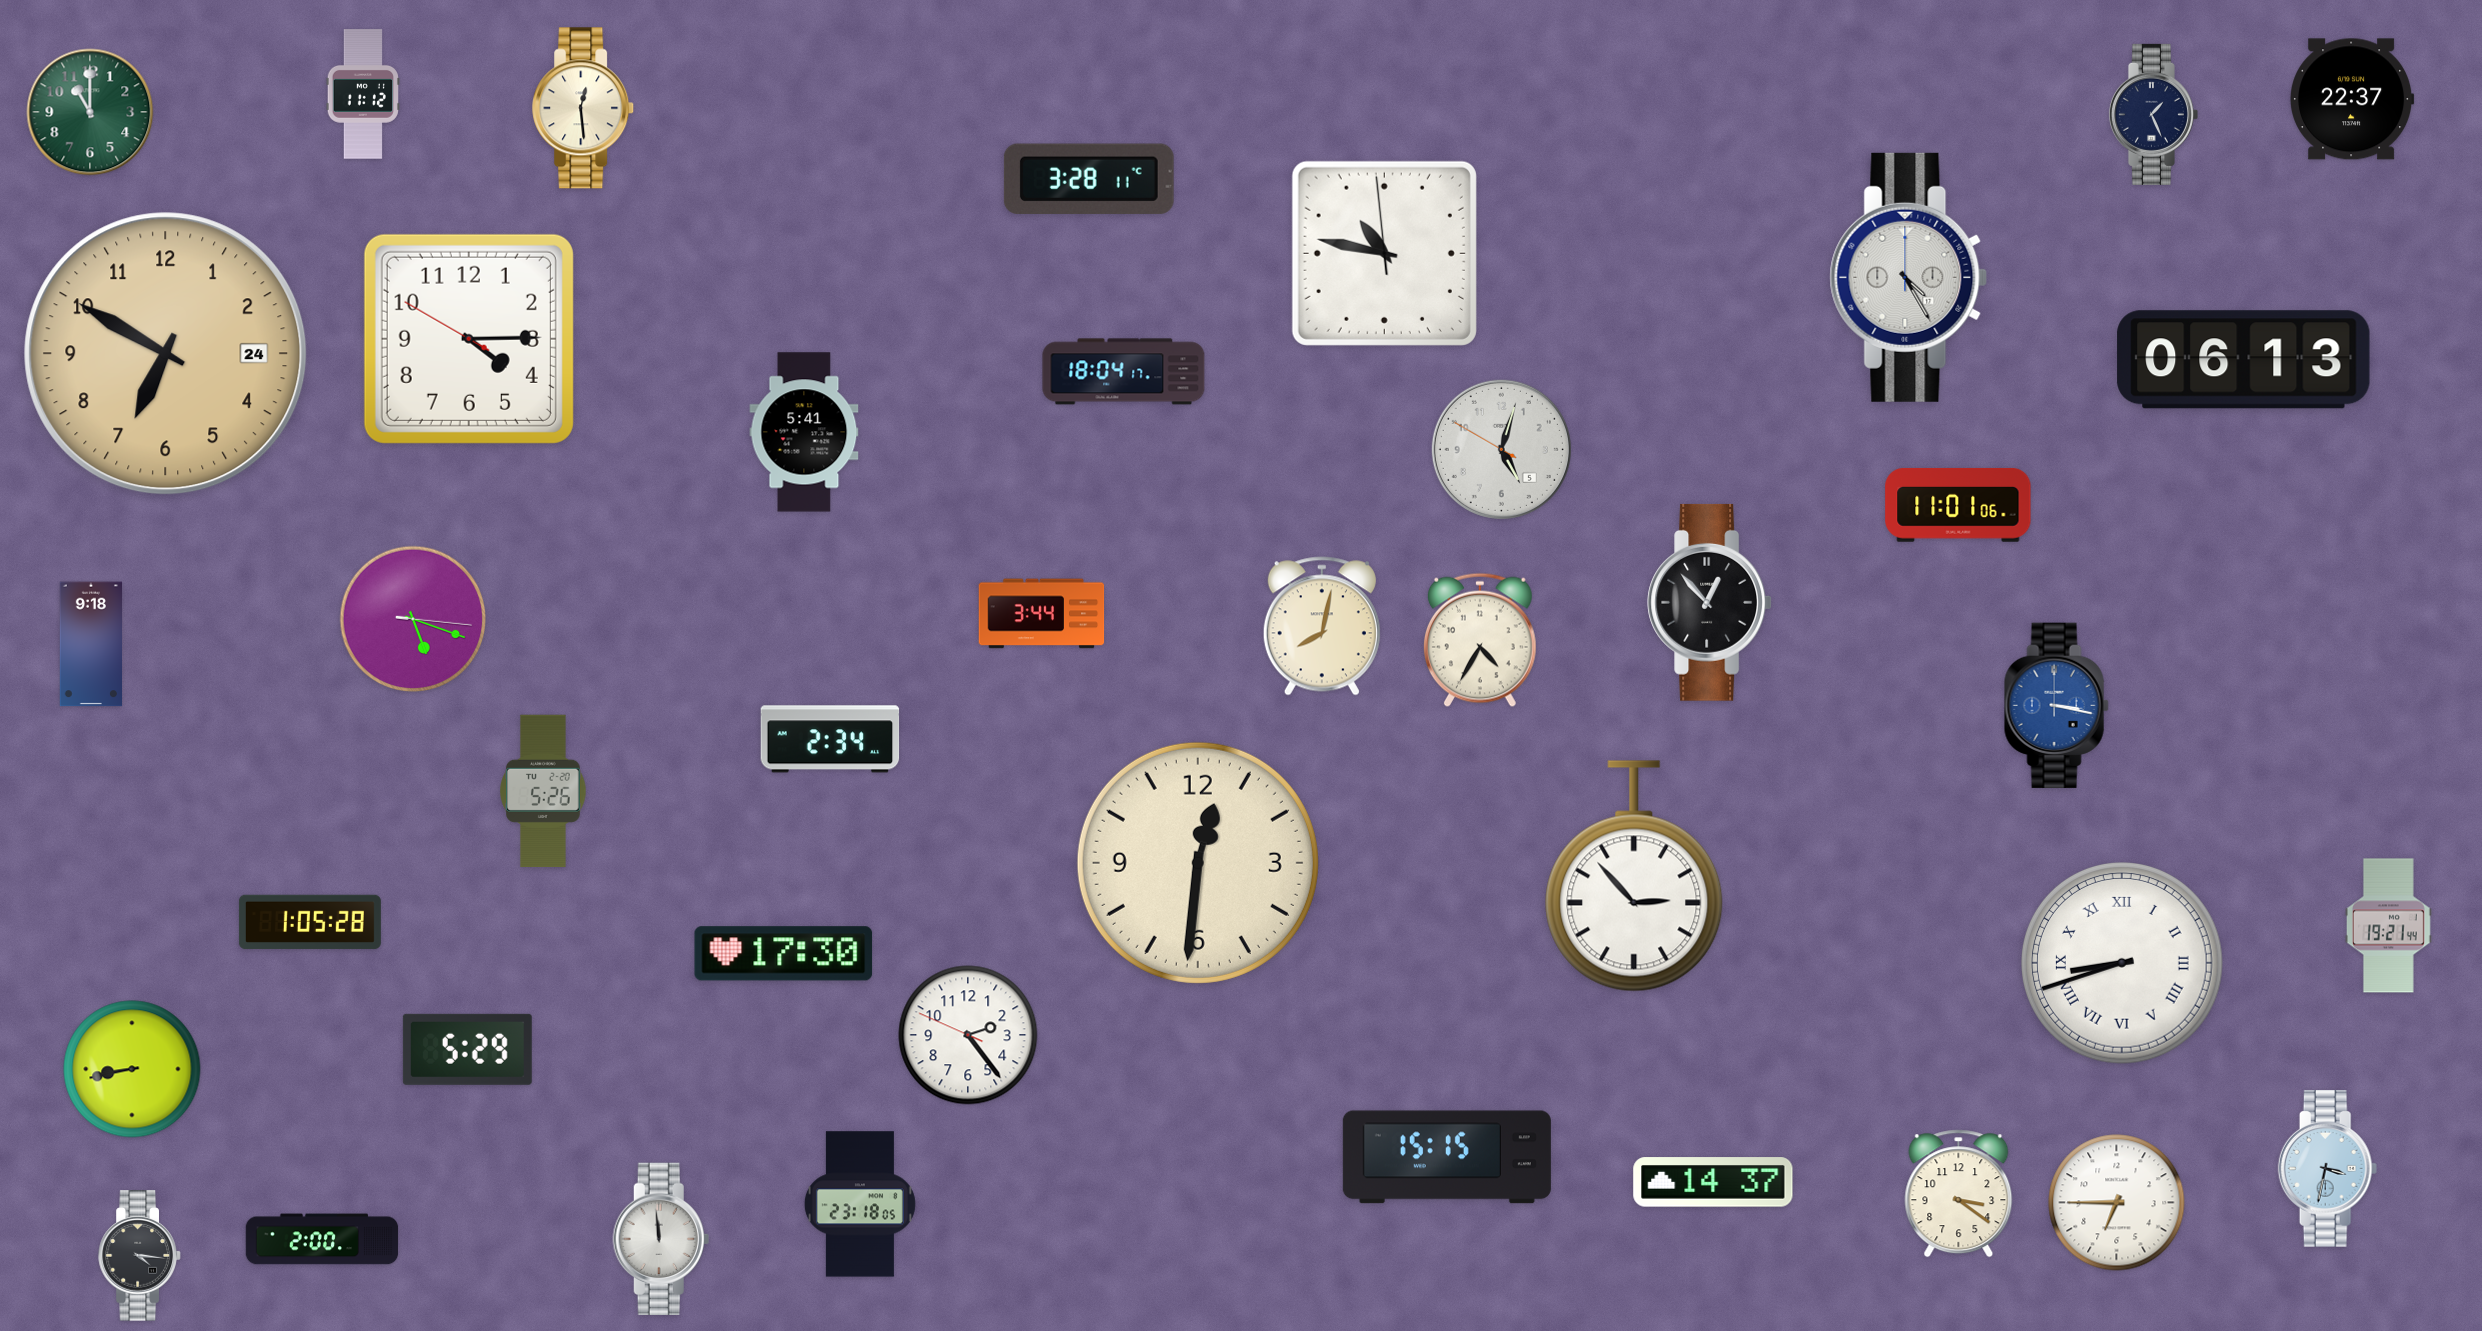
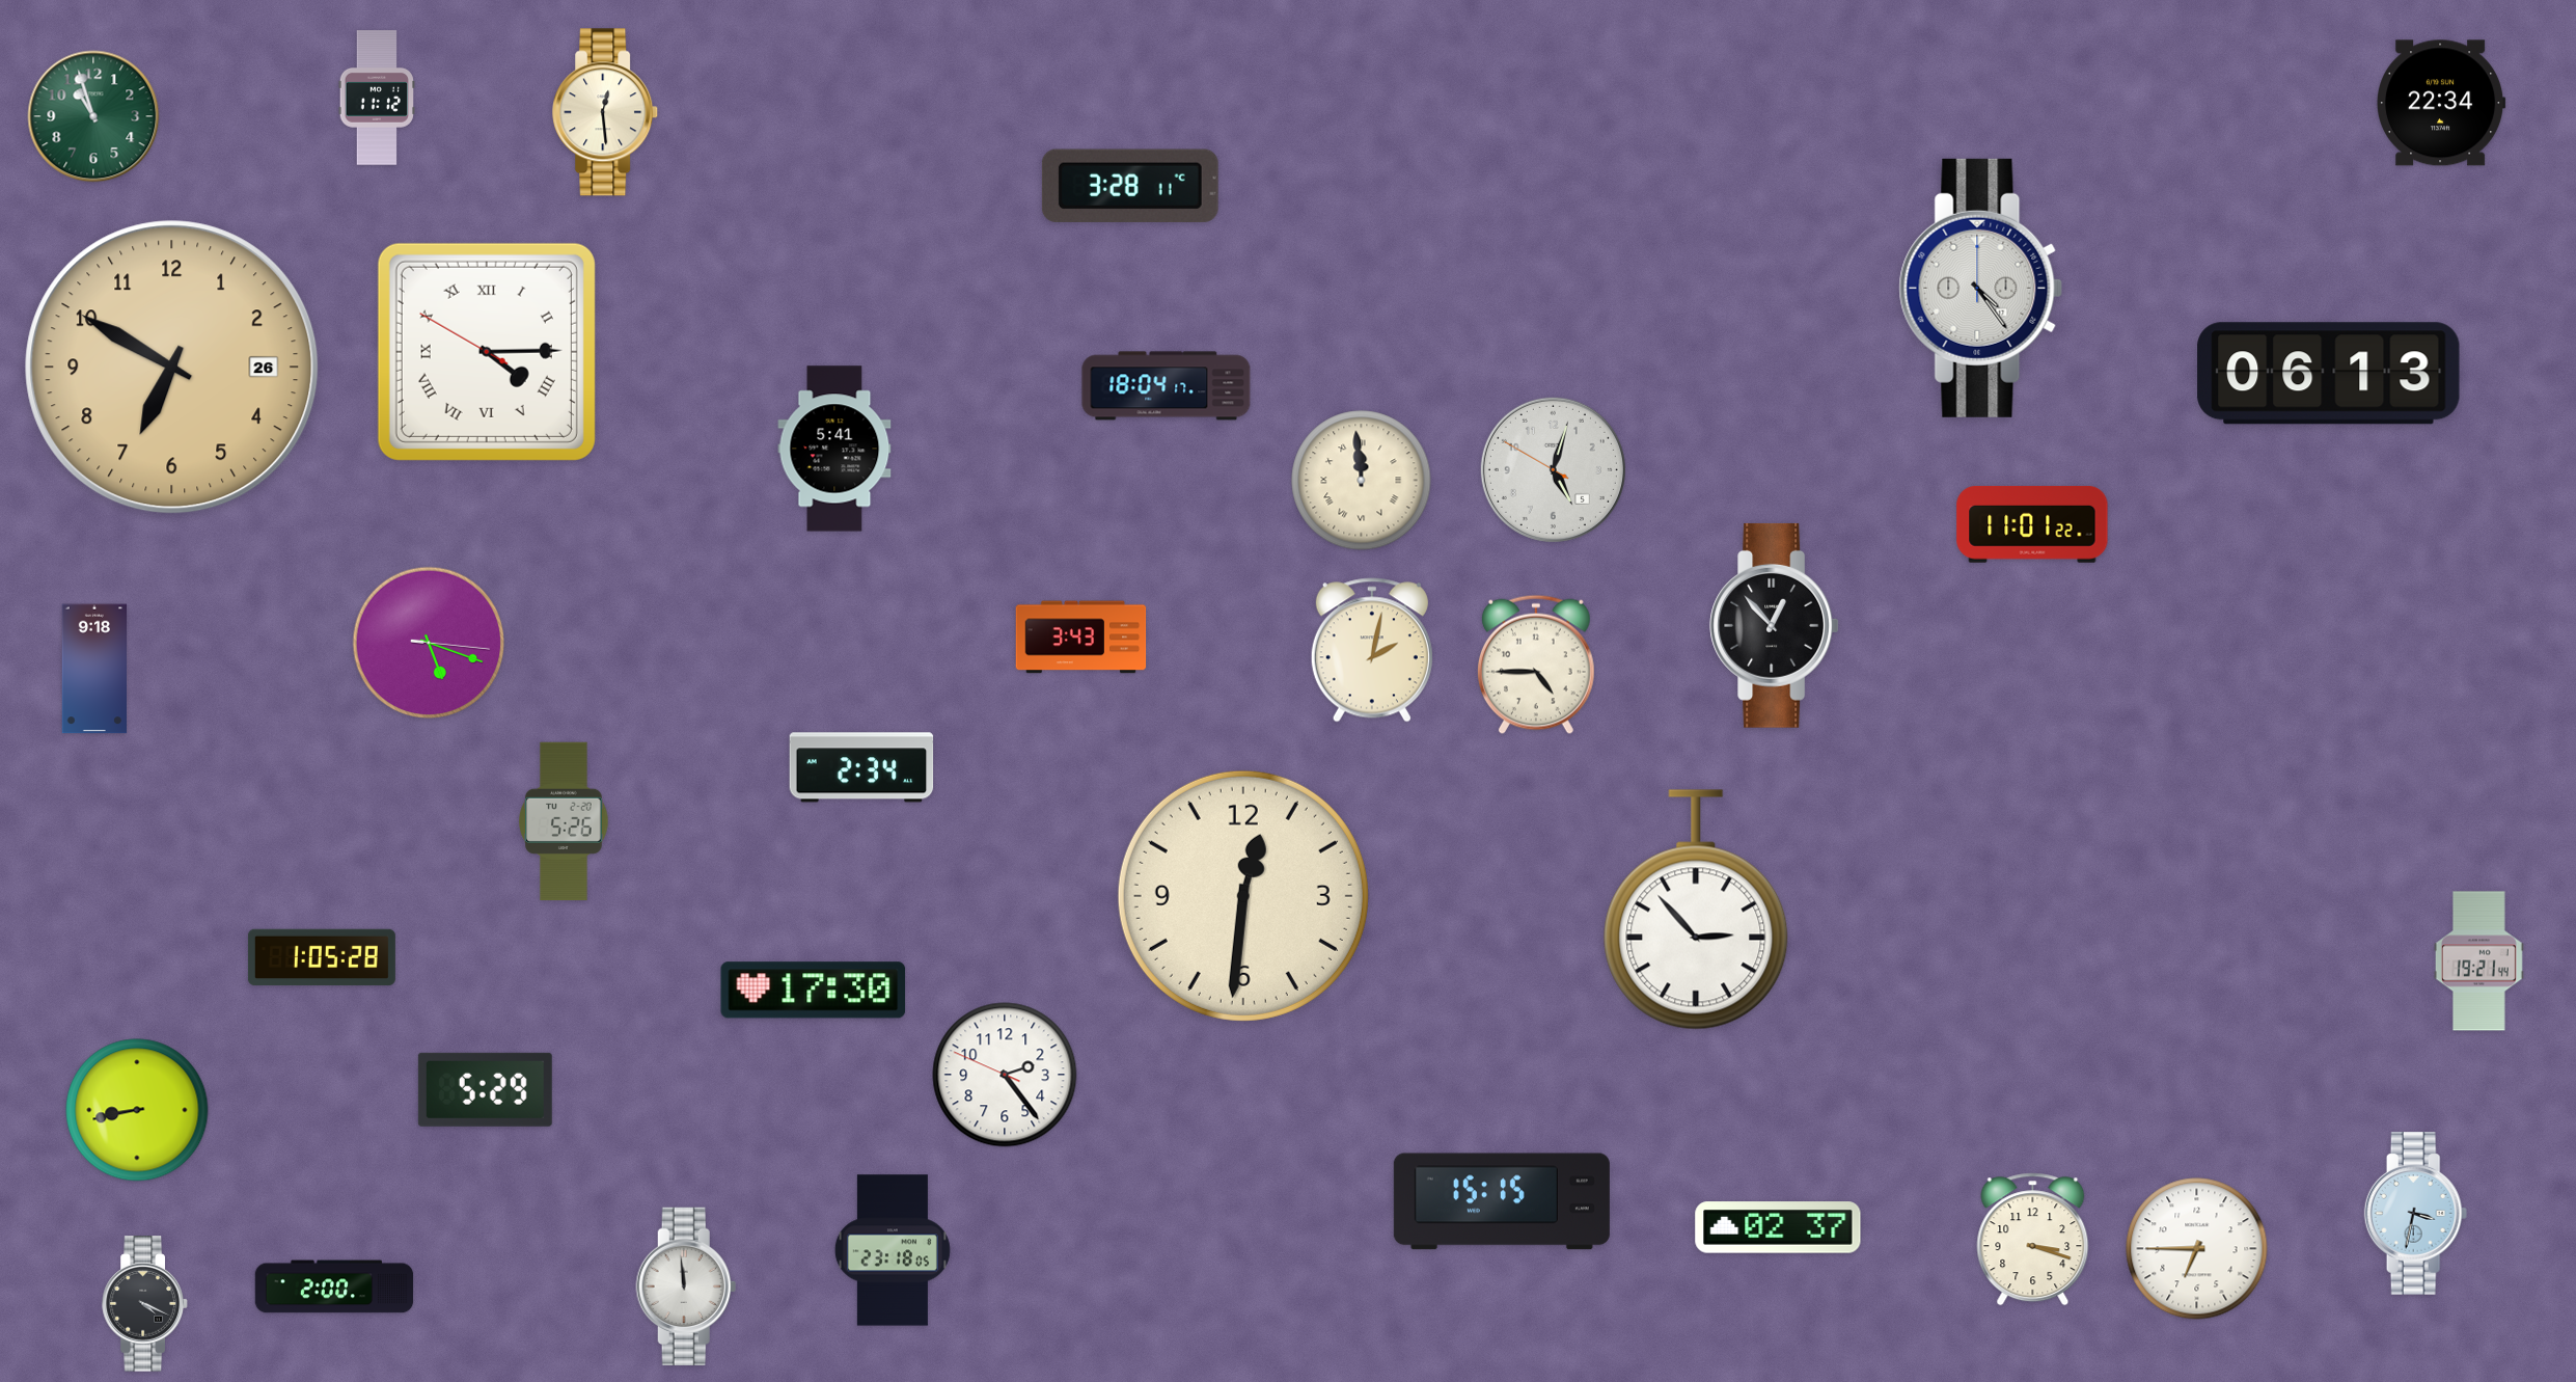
clock at (2353, 99): 22:37 -> 22:34
clock at (90, 112): 11:00 -> 10:57
clock at (2153, 114): 1:26 -> none
clock at (1384, 253): 10:46 -> none
clock at (1909, 277): 4:25 -> 4:24
clock at (469, 339) numerals: Arabic -> Roman
clock at (166, 354) date: 24 -> 26
clock at (1501, 449) position: (1501, 449) -> (1553, 469)
clock at (1362, 481): none -> 11:59
clock at (1958, 505): 11:01:06 -> 11:01:22
clock at (1042, 614): 3:44 -> 3:43
clock at (1322, 626): 8:02 -> 2:02
clock at (1480, 640): 4:35 -> 4:45
clock at (2056, 706): 3:17 -> none
clock at (2123, 964): 8:42 -> none
clock at (1713, 1182): 14:37 -> 02:37
clock at (1959, 1194): 3:21 -> 3:18
clock at (140, 1256): 4:16 -> 4:19
